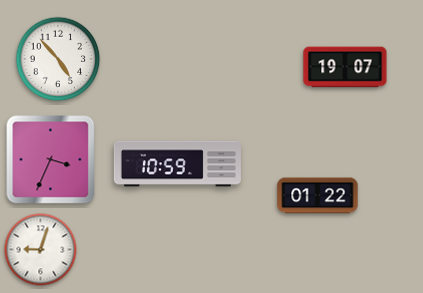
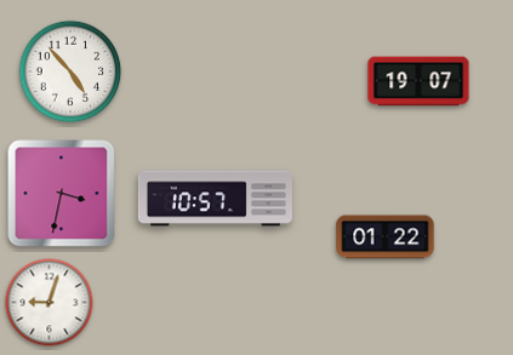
clock at (51, 160): 3:34 -> 3:32
clock at (177, 164): 10:59 -> 10:57
